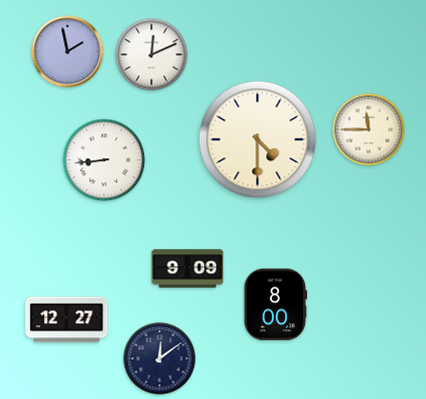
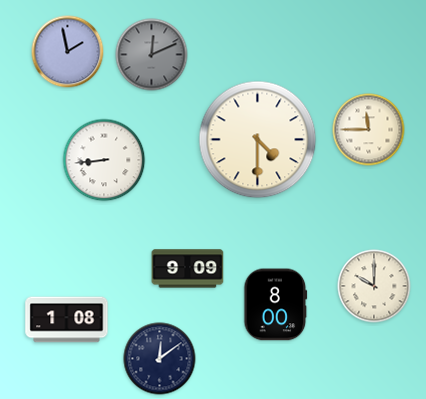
clock at (152, 55) dial: white -> grey
clock at (374, 286): none -> 10:00
clock at (67, 320): 12:27 -> 1:08
